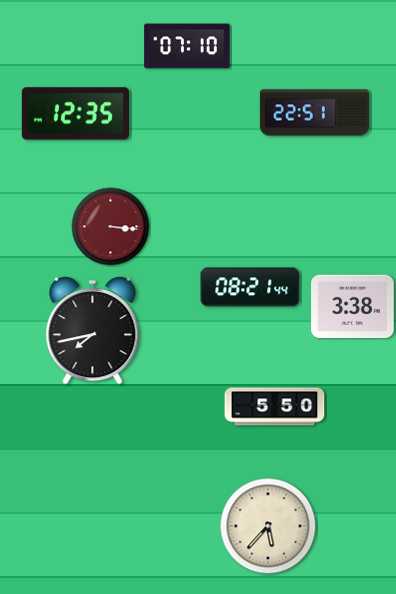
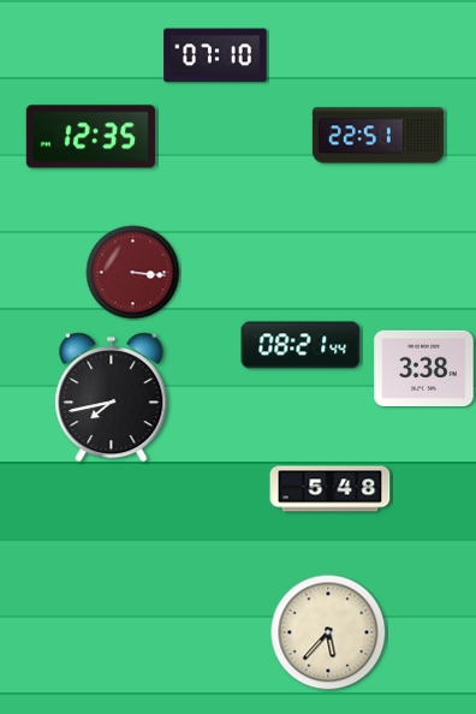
clock at (187, 46) position: (187, 46) -> (215, 55)
clock at (275, 407): 5:50 -> 5:48
clock at (268, 526) position: (268, 526) -> (328, 632)
